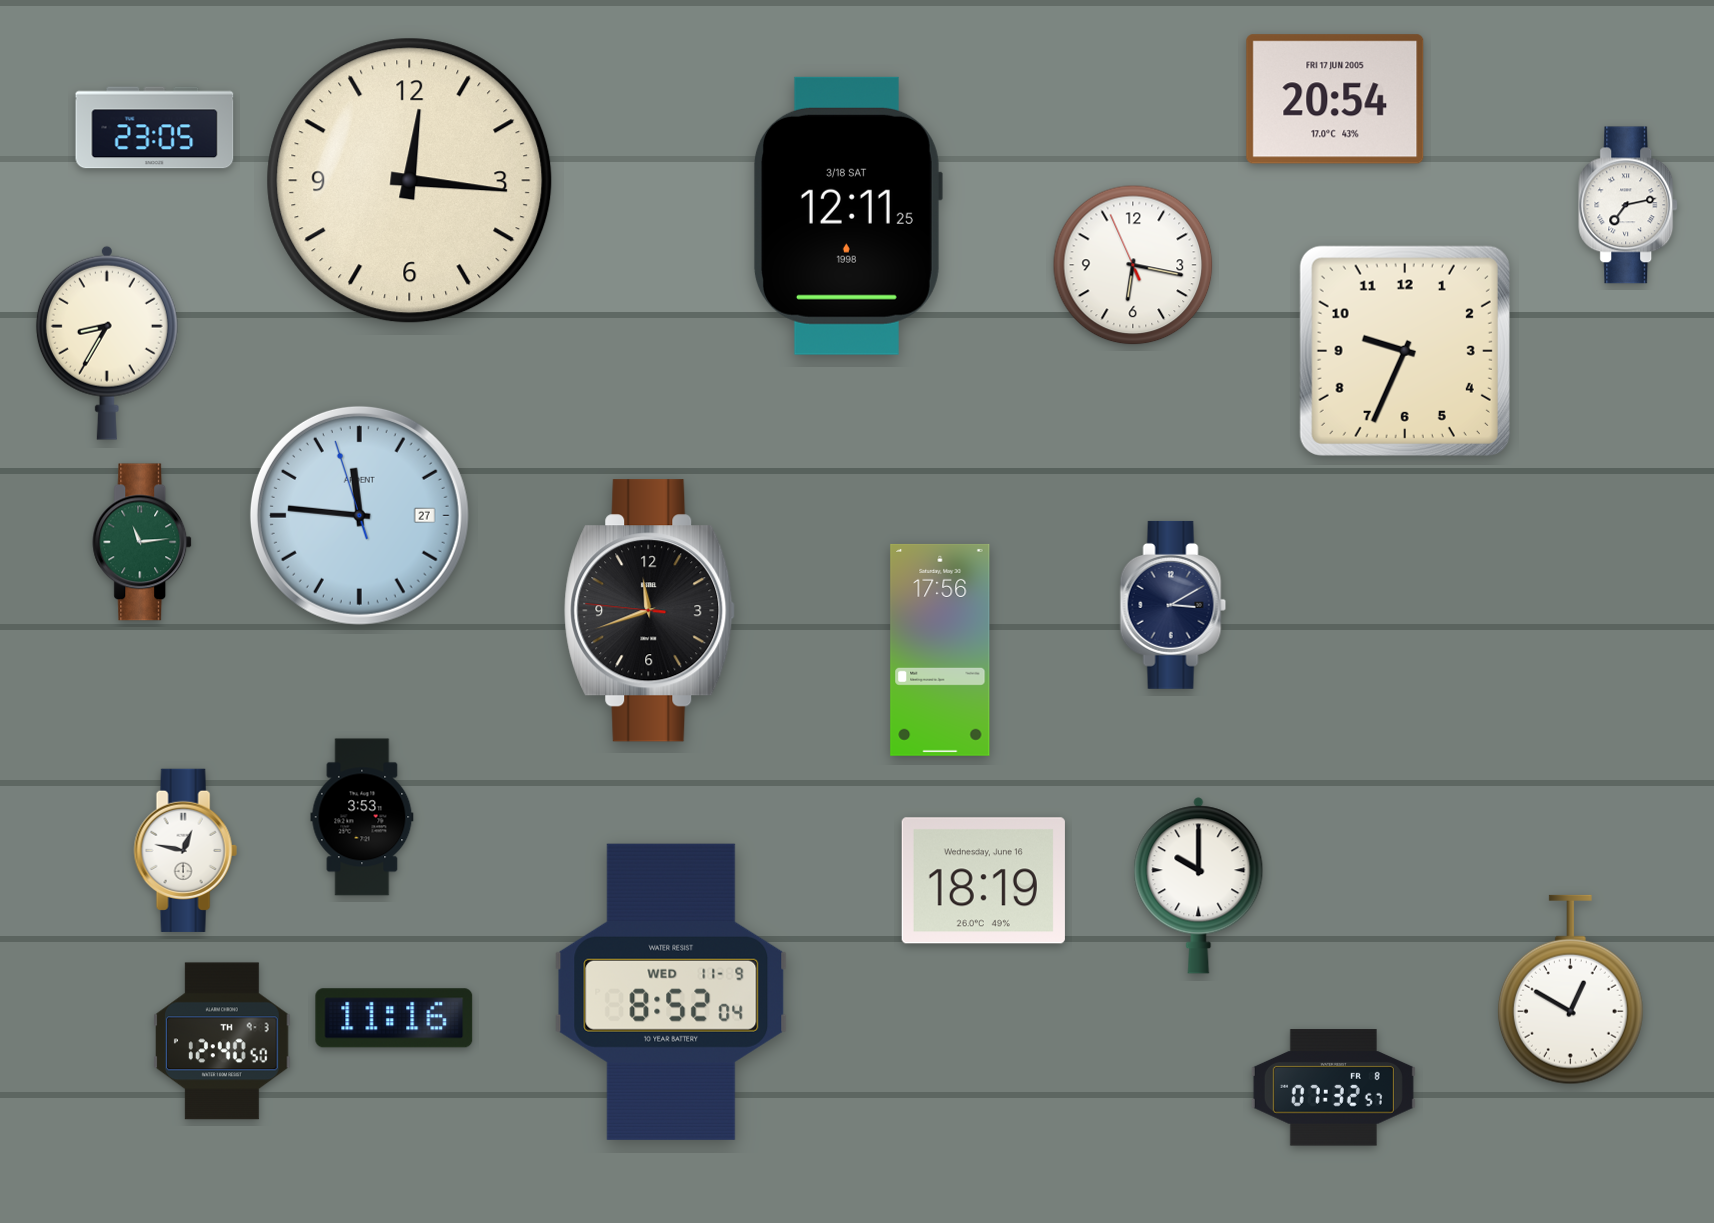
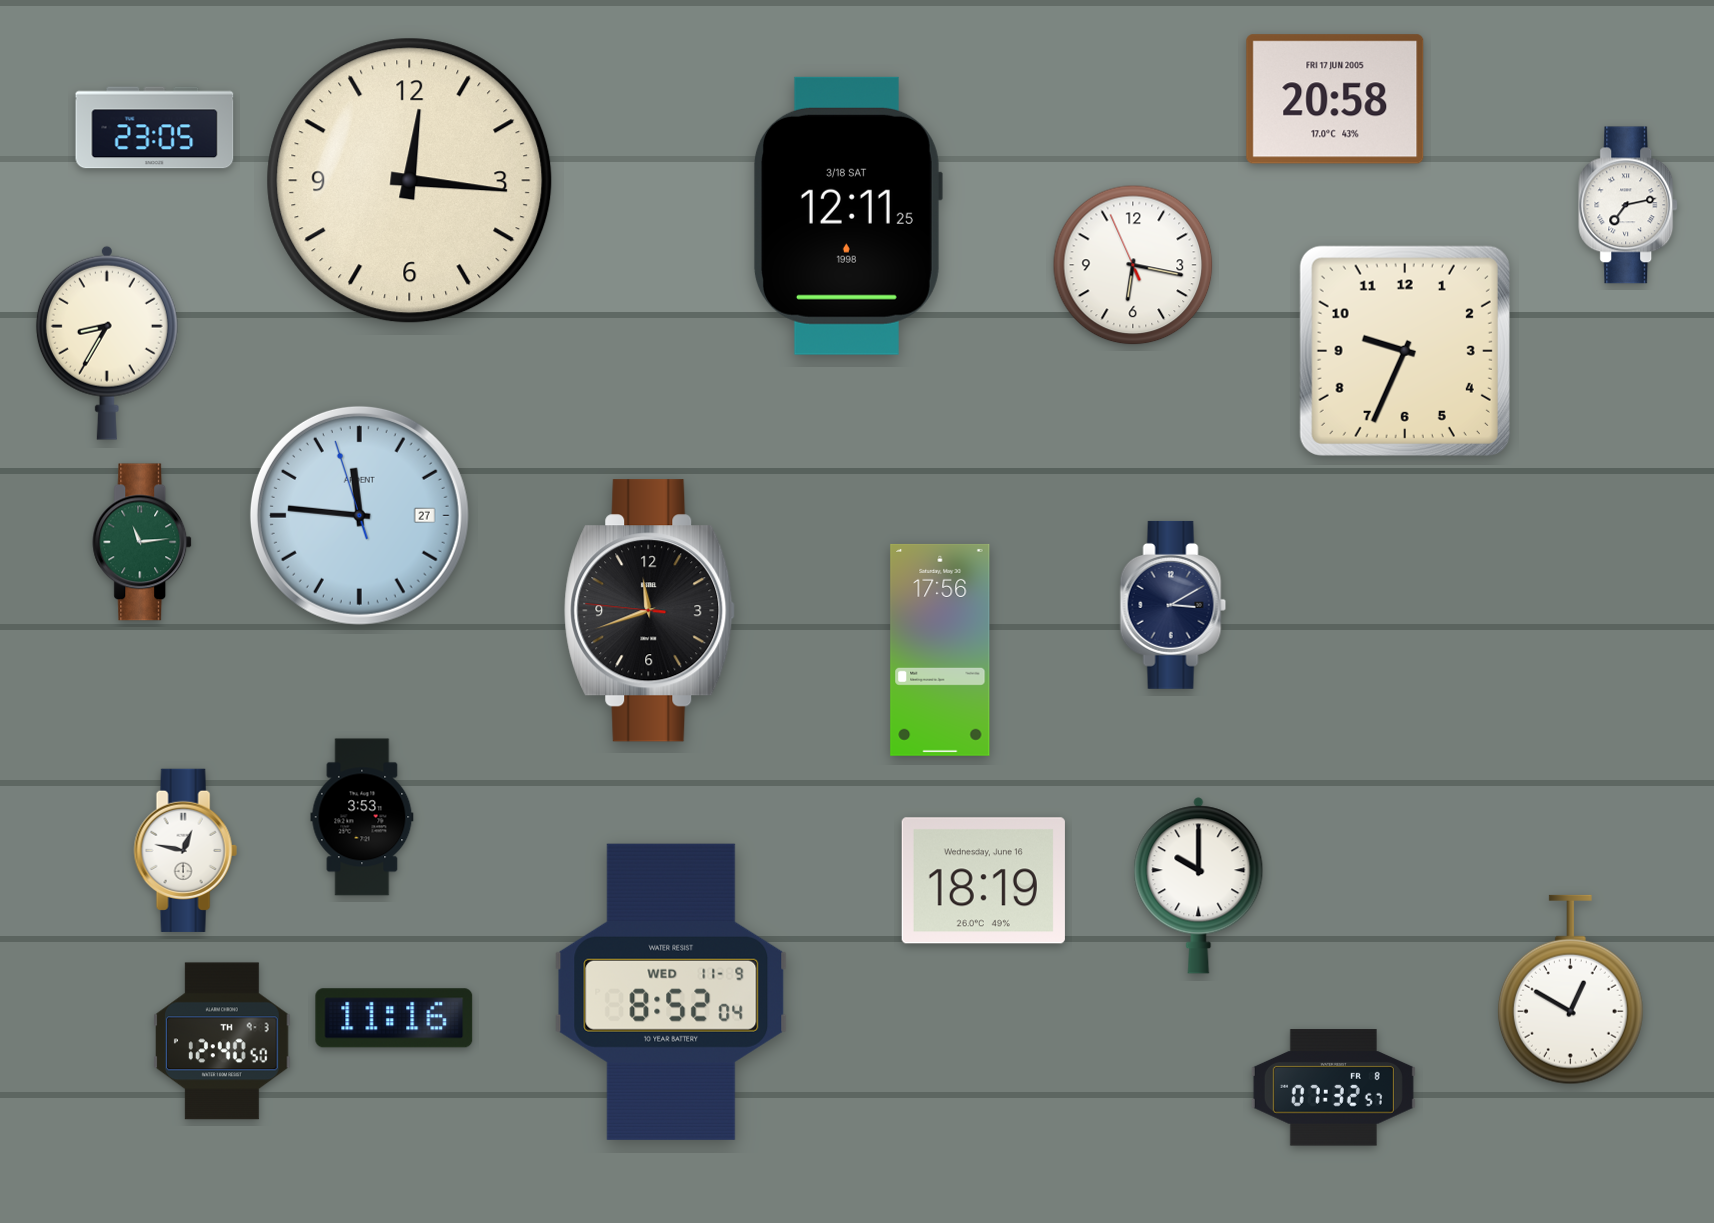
clock at (1335, 99): 20:54 -> 20:58
